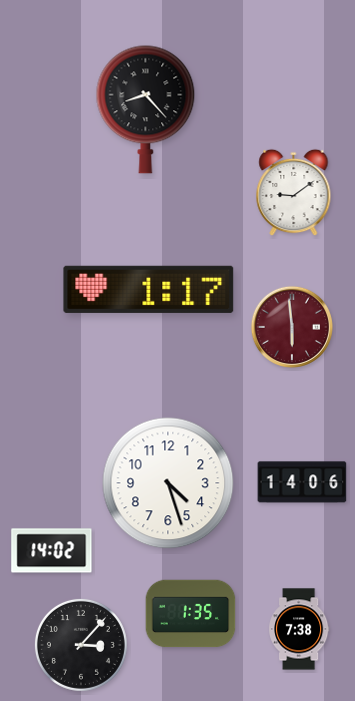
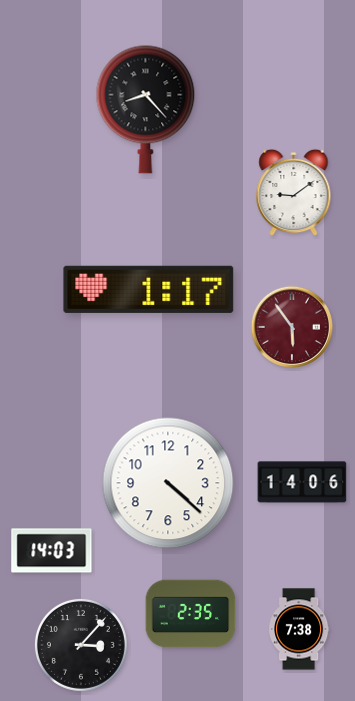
clock at (292, 327): 5:59 -> 5:54
clock at (168, 483): 4:27 -> 4:22
clock at (52, 551): 14:02 -> 14:03
clock at (191, 614): 1:35 -> 2:35
